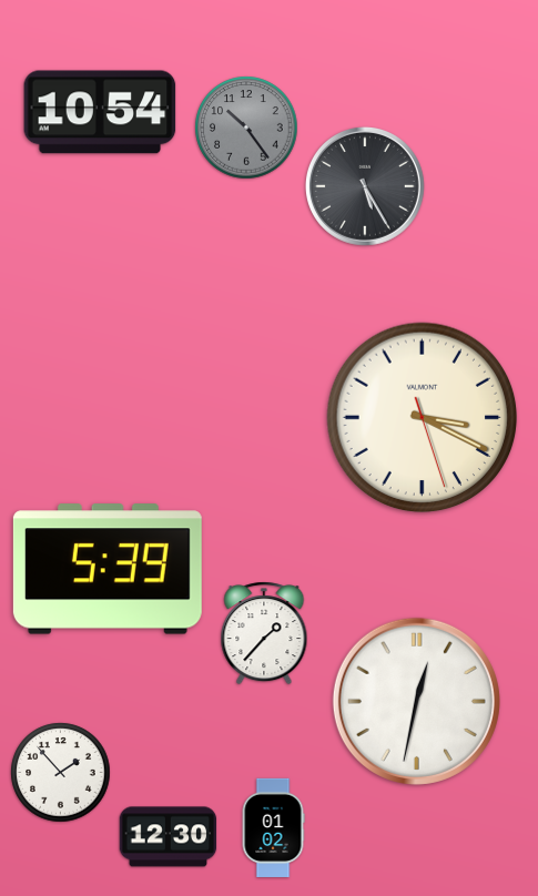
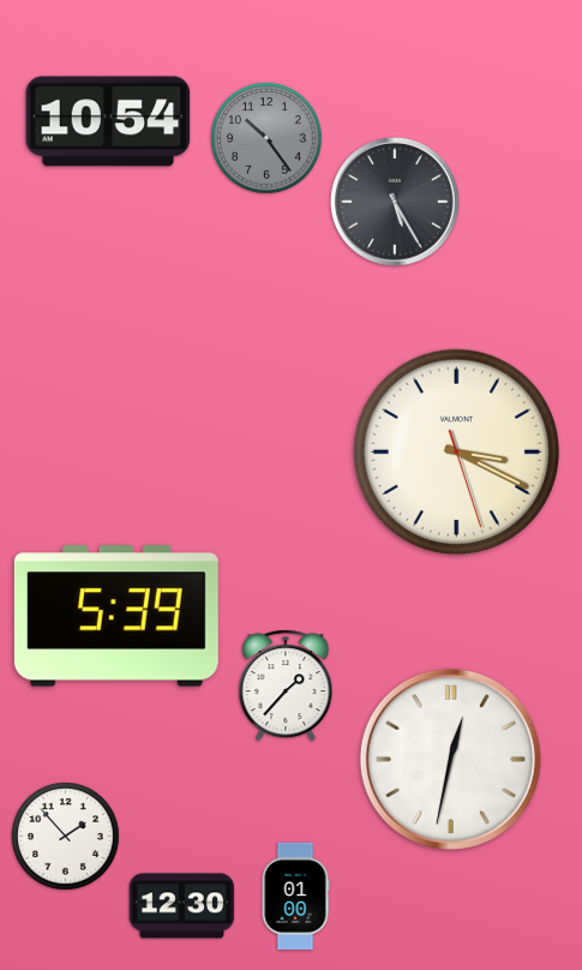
clock at (273, 827): 01:02 -> 01:00
